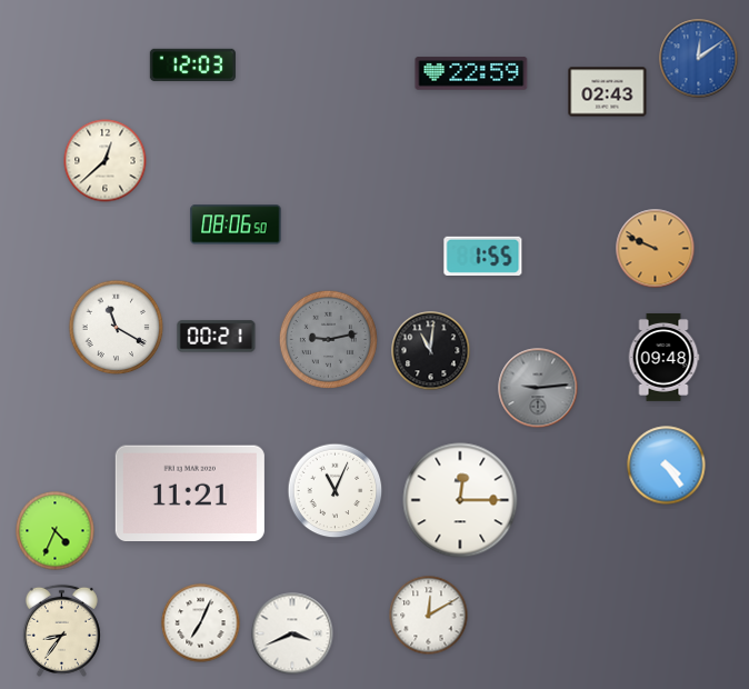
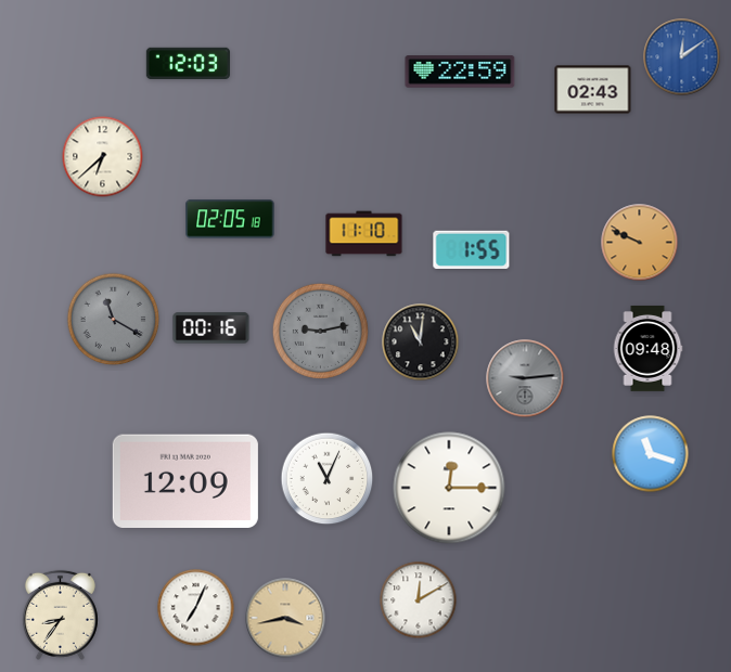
clock at (106, 161): 12:38 -> 6:38
clock at (236, 224): 08:06 -> 02:05
clock at (364, 234): none -> 11:10
clock at (117, 328) dial: white -> grey
clock at (217, 337): 00:21 -> 00:16
clock at (667, 466): 4:24 -> 11:18
clock at (190, 492): 11:21 -> 12:09
clock at (56, 531): 4:34 -> none
clock at (292, 633): 3:41 -> 3:43
clock at (292, 633) dial: white -> champagne
